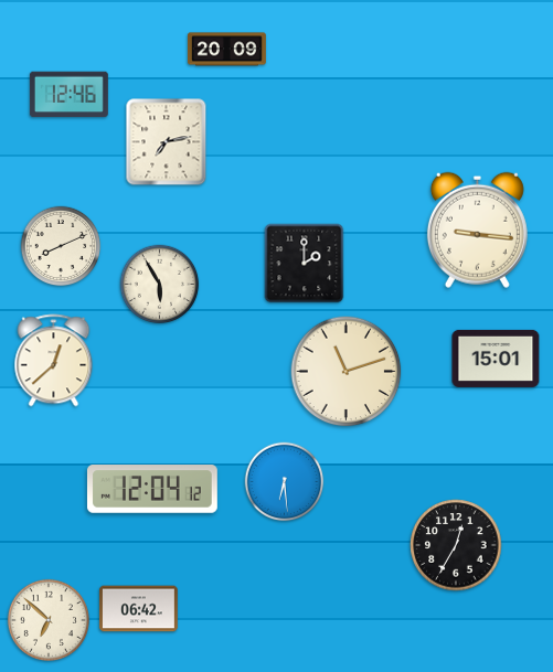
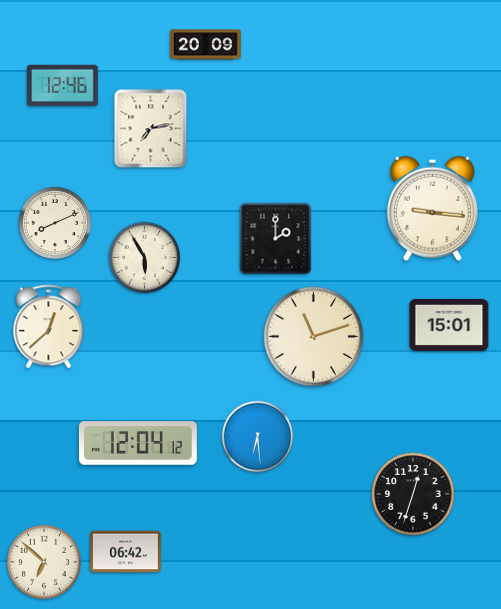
clock at (456, 545): 12:35 -> 12:33
